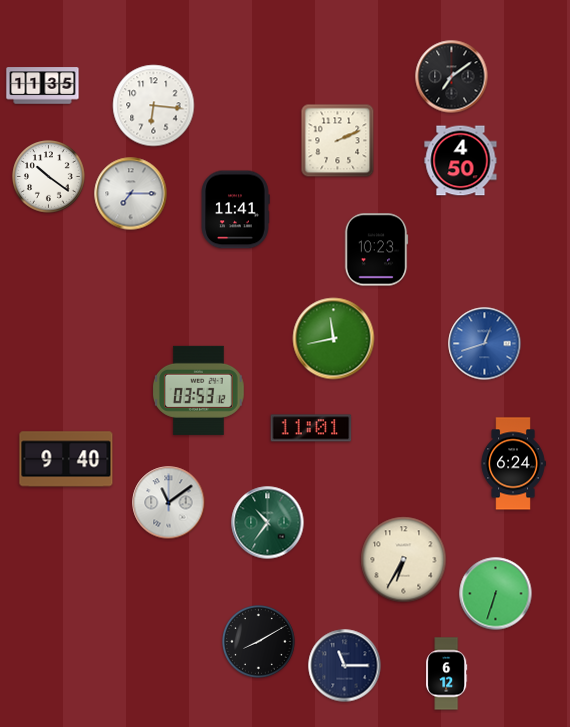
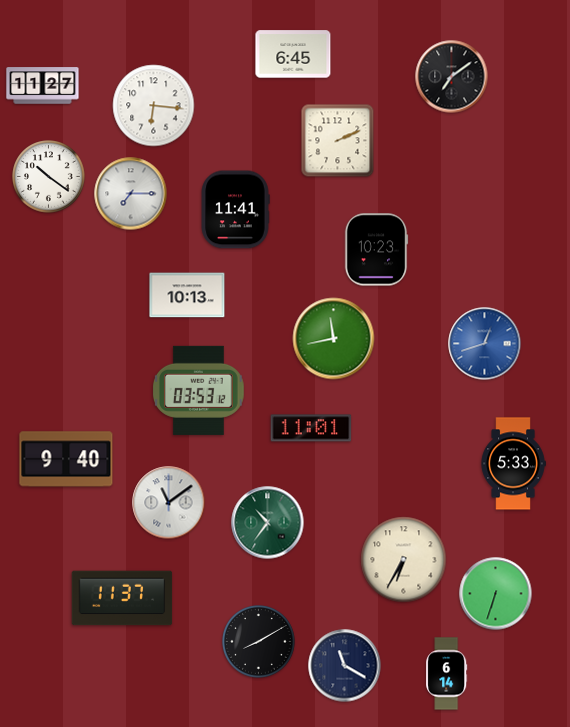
clock at (293, 54): none -> 6:45
clock at (43, 86): 11:35 -> 11:27
clock at (461, 161): 4:50 -> none
clock at (187, 295): none -> 10:13
clock at (513, 464): 6:24 -> 5:33
clock at (122, 598): none -> 11:37
clock at (345, 666): 11:15 -> 11:20
clock at (447, 674): 6:12 -> 6:14
